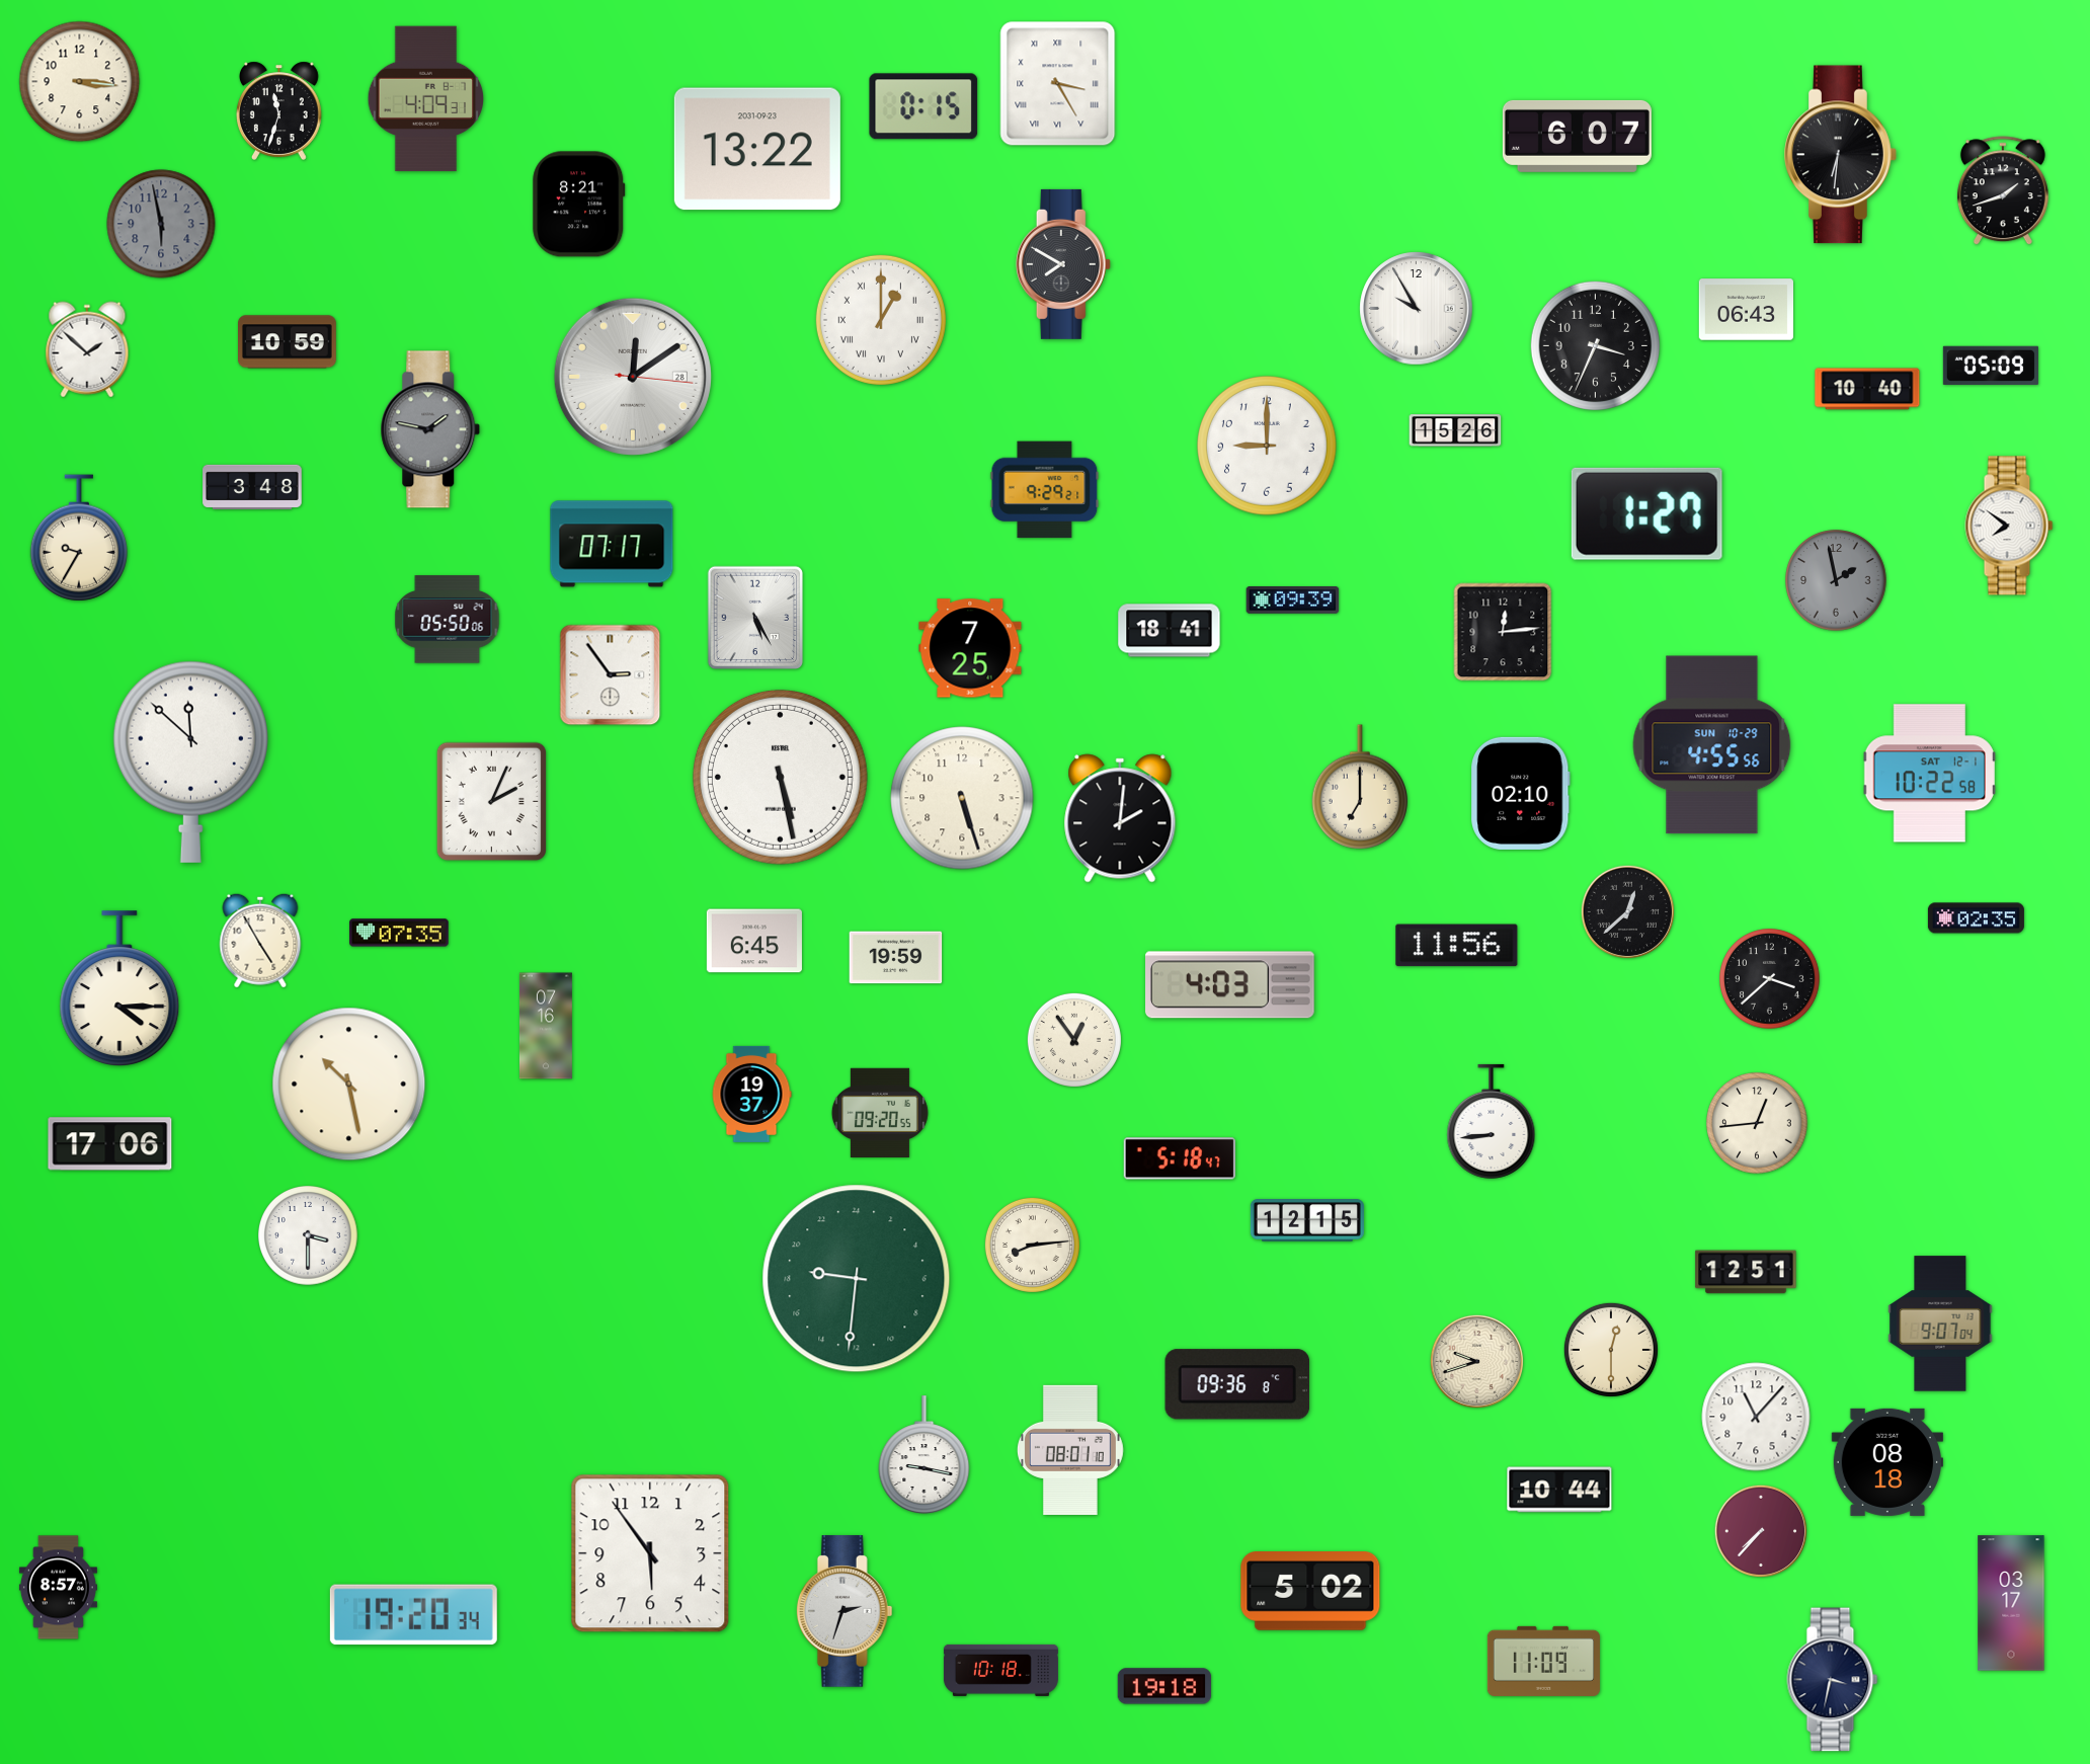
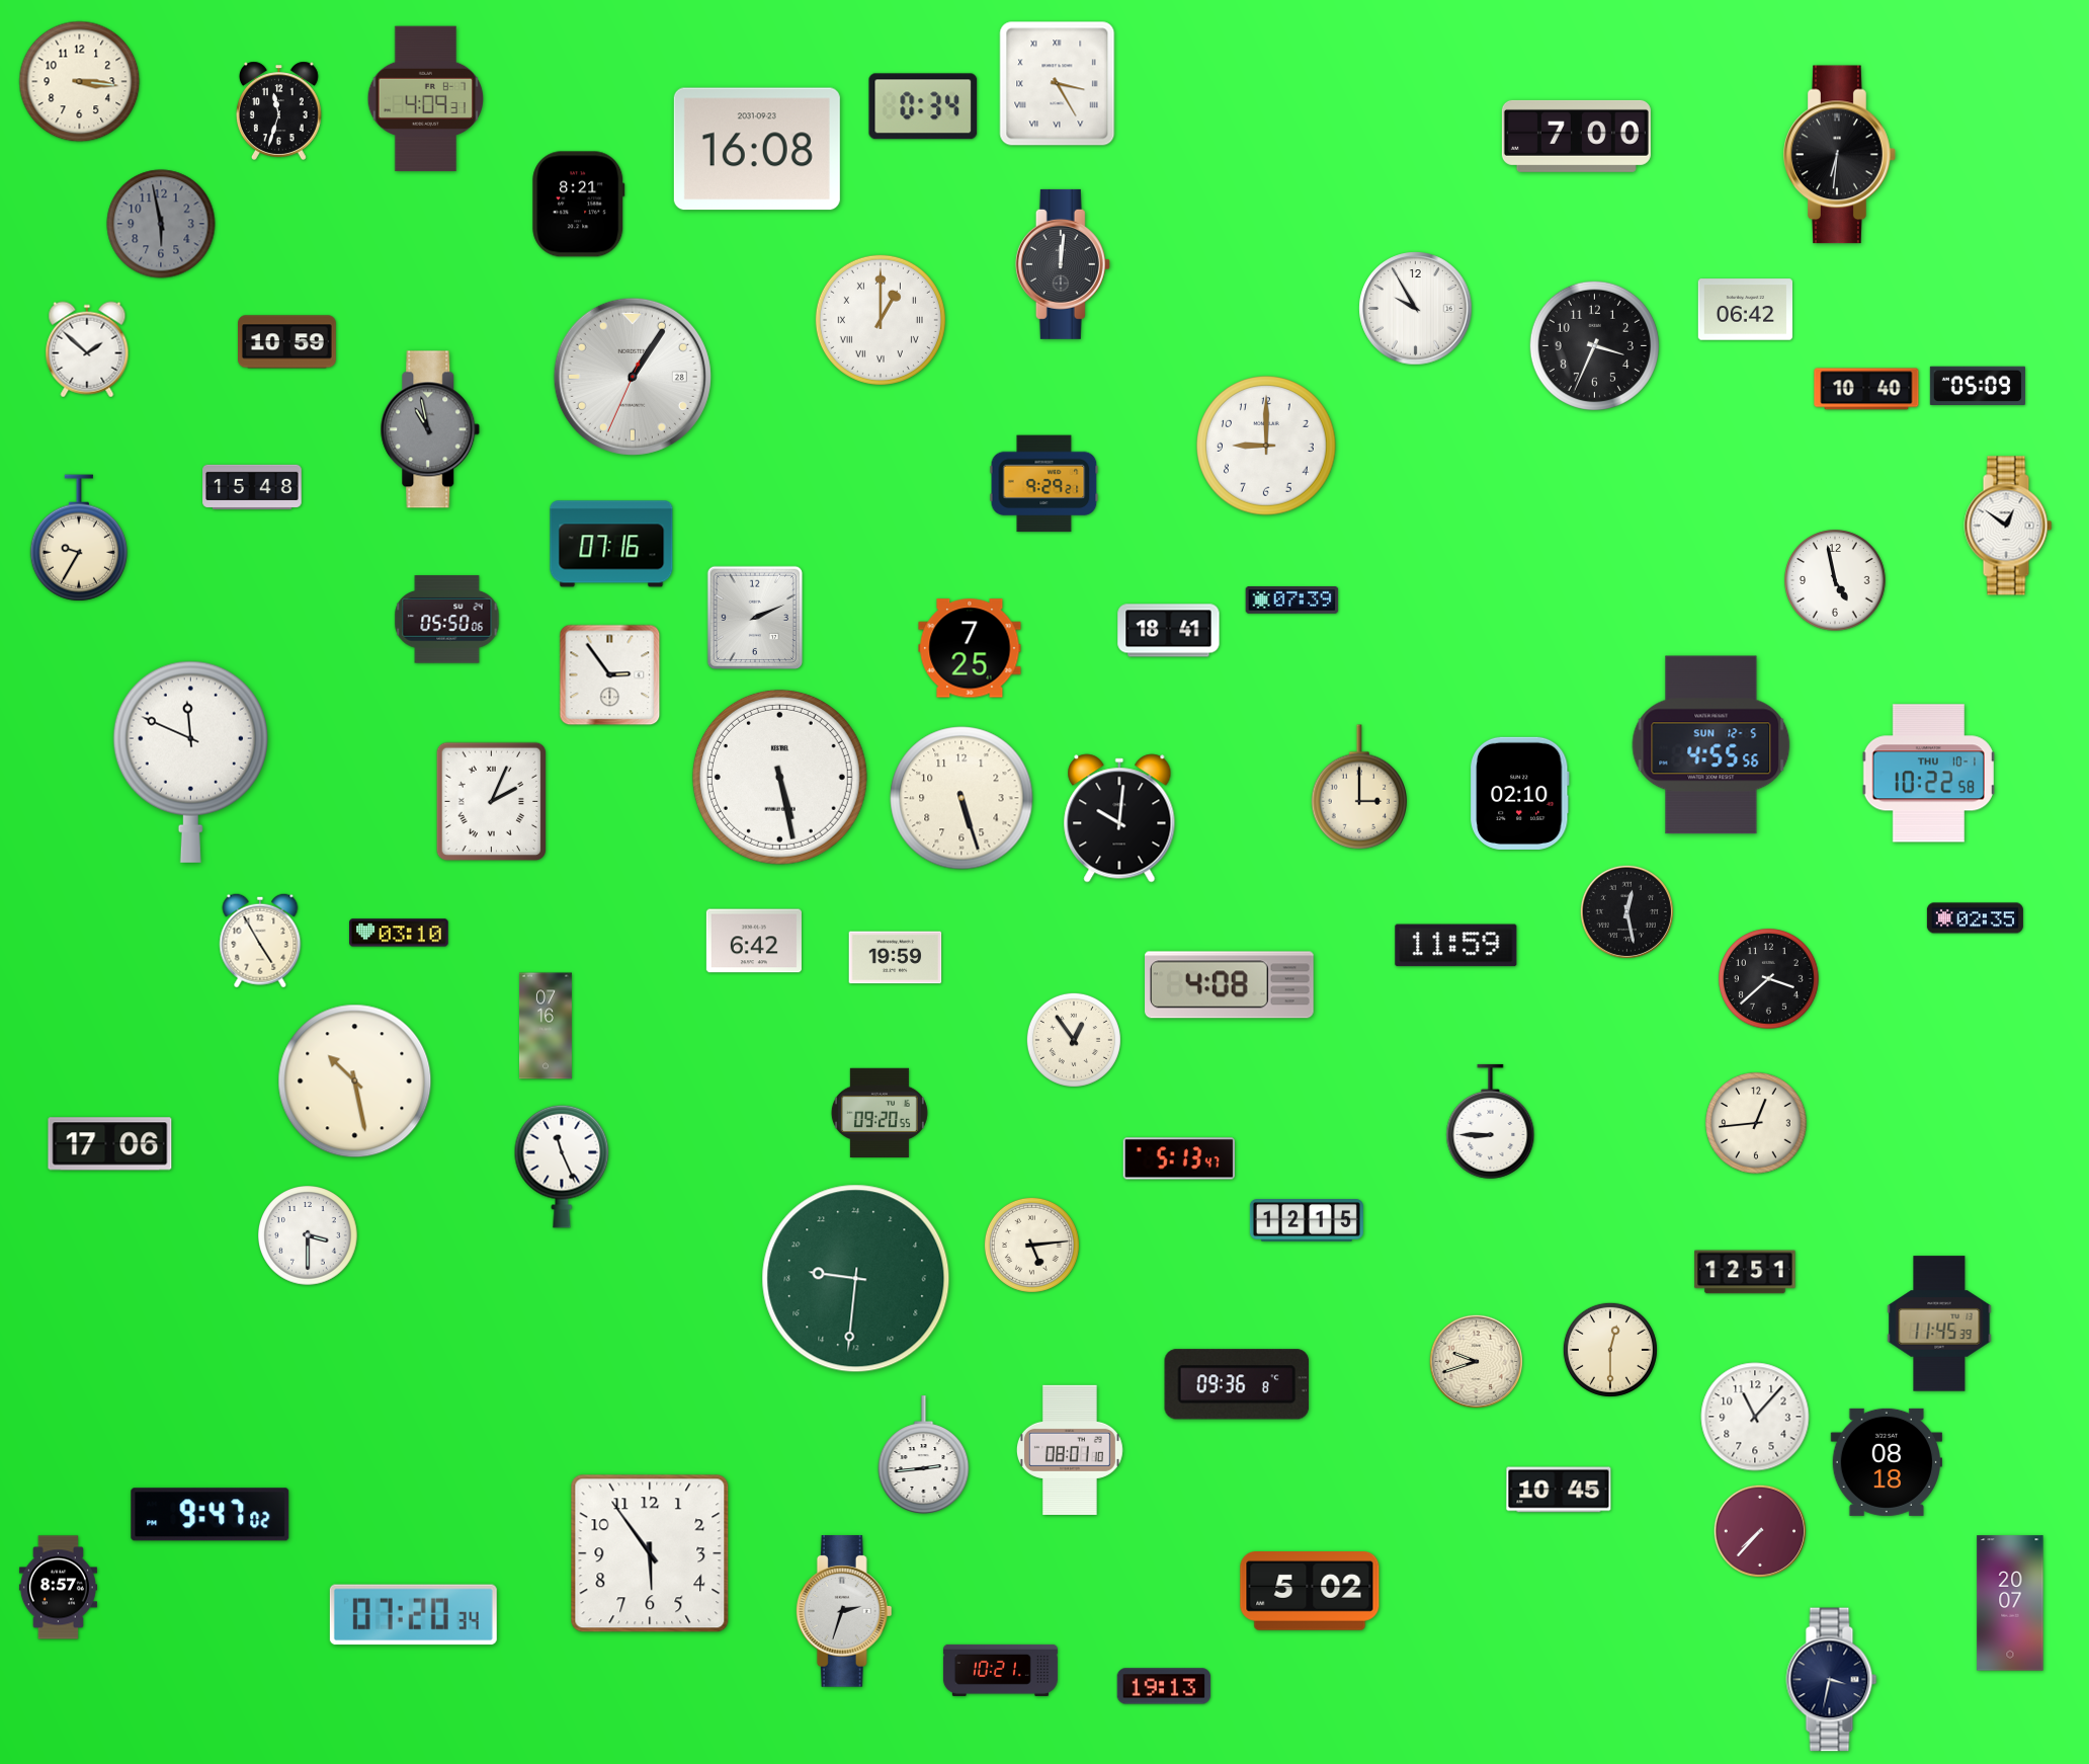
clock at (923, 106): 0:15 -> 0:34
clock at (1577, 136): 6:07 -> 7:00
clock at (757, 149): 13:22 -> 16:08
clock at (2003, 191): 1:42 -> none
clock at (1063, 264): 7:50 -> 12:01
clock at (1746, 310): 06:43 -> 06:42
clock at (1991, 366) position: (1991, 366) -> (1978, 386)
clock at (633, 377): 12:09 -> 1:05
clock at (430, 429): 1:47 -> 10:58
clock at (1455, 430): 15:26 -> none
clock at (252, 487): 3:48 -> 15:48
clock at (1045, 490) position: (1045, 490) -> (1044, 484)
clock at (1646, 513): 1:27 -> none
clock at (2009, 526): 7:51 -> 12:51
clock at (612, 544): 07:17 -> 07:16
clock at (1836, 580): 1:58 -> 4:58
clock at (1836, 580) dial: grey -> white
clock at (1293, 600): 09:39 -> 07:39
clock at (754, 617): 5:25 -> 2:11
clock at (1503, 632): 12:14 -> none
clock at (1712, 745) date: SUN 10-29 -> SUN 12-5
clock at (190, 761): 11:52 -> 11:49
clock at (1929, 774) date: SAT 12-1 -> THU 10-1
clock at (1360, 787): 7:00 -> 3:00
clock at (1120, 818): 2:01 -> 10:01
clock at (1627, 911): 12:38 -> 12:28
clock at (399, 933): 07:35 -> 03:10
clock at (754, 941): 6:45 -> 6:42
clock at (1457, 946): 11:56 -> 11:59
clock at (1230, 985): 4:03 -> 4:08
clock at (119, 988): 4:15 -> none
clock at (349, 1085) position: (349, 1085) -> (355, 1081)
clock at (751, 1094): 19:37 -> none
clock at (1492, 1121): 8:44 -> 8:45
clock at (1180, 1158): 5:18 -> 5:13
clock at (562, 1167): none -> 11:26
clock at (1032, 1245): 8:14 -> 5:14
clock at (1940, 1324): 9:07 -> 11:45
clock at (925, 1455): 9:17 -> 2:44
clock at (1559, 1490): 10:44 -> 10:45
clock at (211, 1515): none -> 9:47
clock at (2011, 1603): 03:17 -> 20:07
clock at (413, 1615): 19:20 -> 07:20
clock at (1543, 1661): 11:09 -> none
clock at (1000, 1670): 10:18 -> 10:21
clock at (1164, 1686): 19:18 -> 19:13
